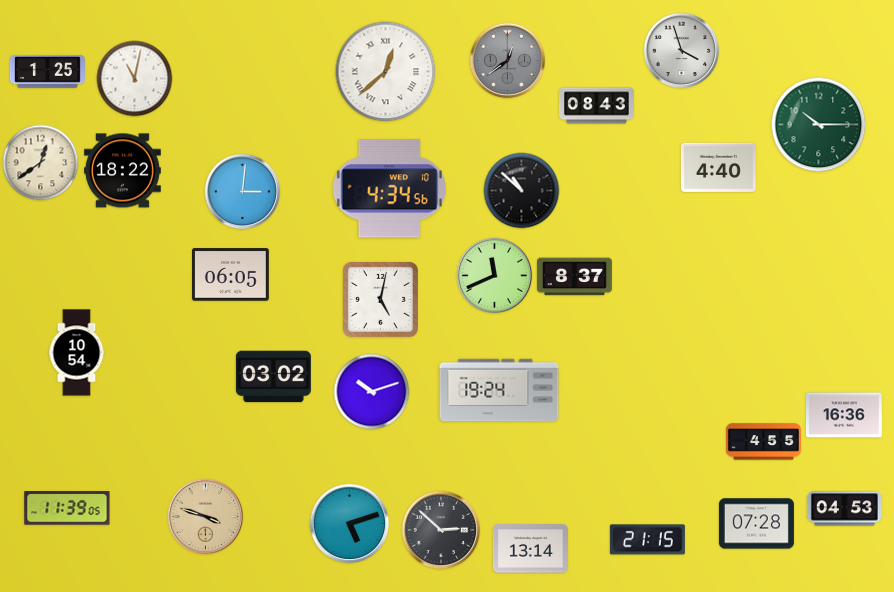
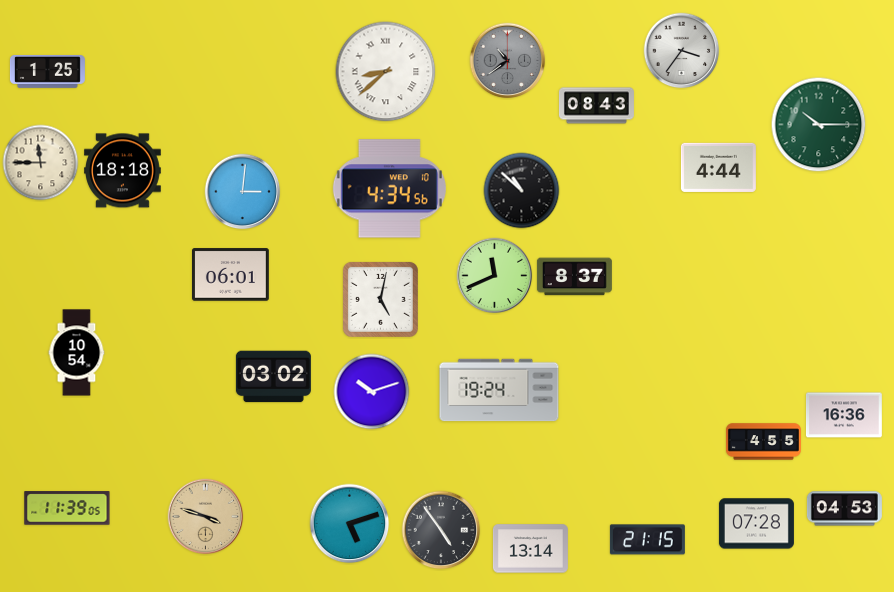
clock at (682, 51): 3:57 -> 3:36
clock at (508, 61): 12:39 -> 10:39
clock at (386, 72): 12:38 -> 8:38
clock at (135, 79): 11:02 -> none
clock at (41, 163): 12:39 -> 11:45
clock at (718, 167): 4:40 -> 4:44
clock at (123, 171): 18:22 -> 18:18
clock at (231, 275): 06:05 -> 06:01
clock at (441, 530): 2:52 -> 4:54
